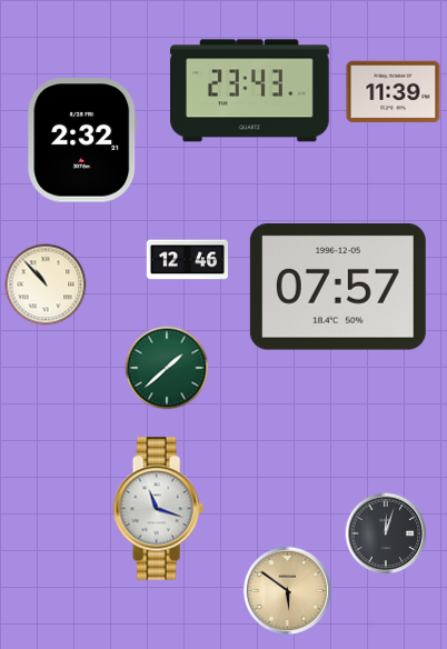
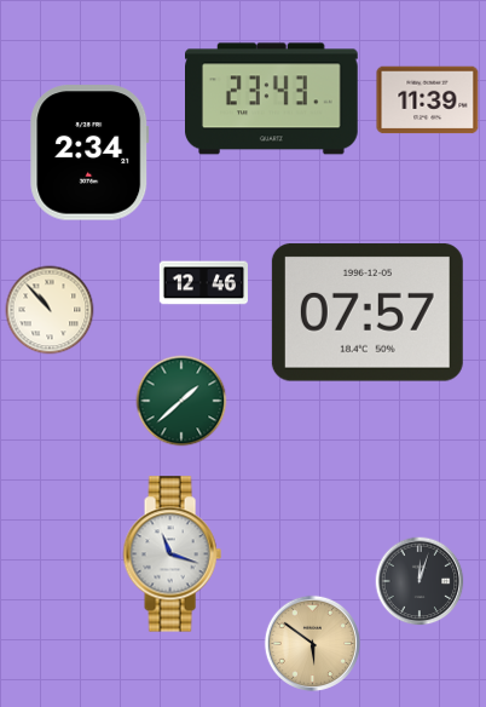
clock at (82, 140): 2:32 -> 2:34
